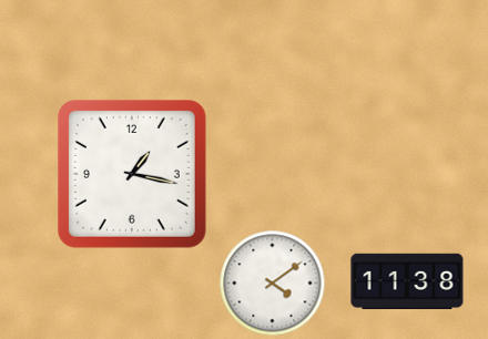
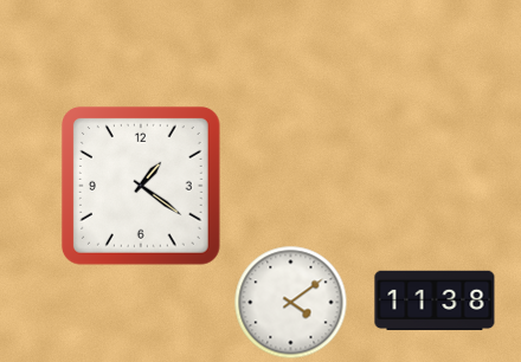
clock at (132, 174): 1:17 -> 1:21
